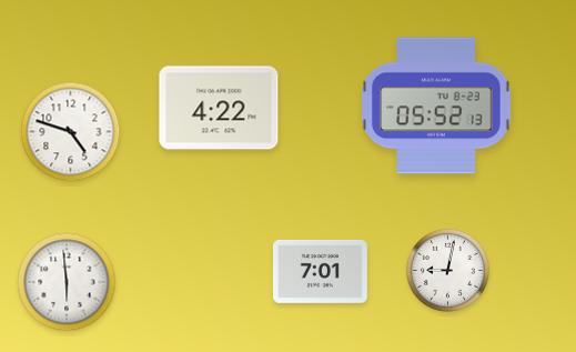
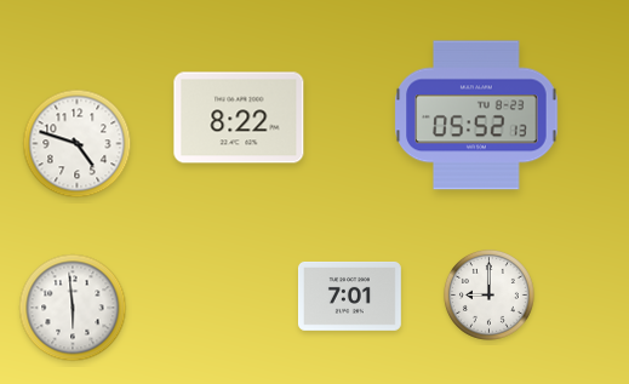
clock at (219, 108): 4:22 -> 8:22
clock at (447, 270): 9:02 -> 9:00
